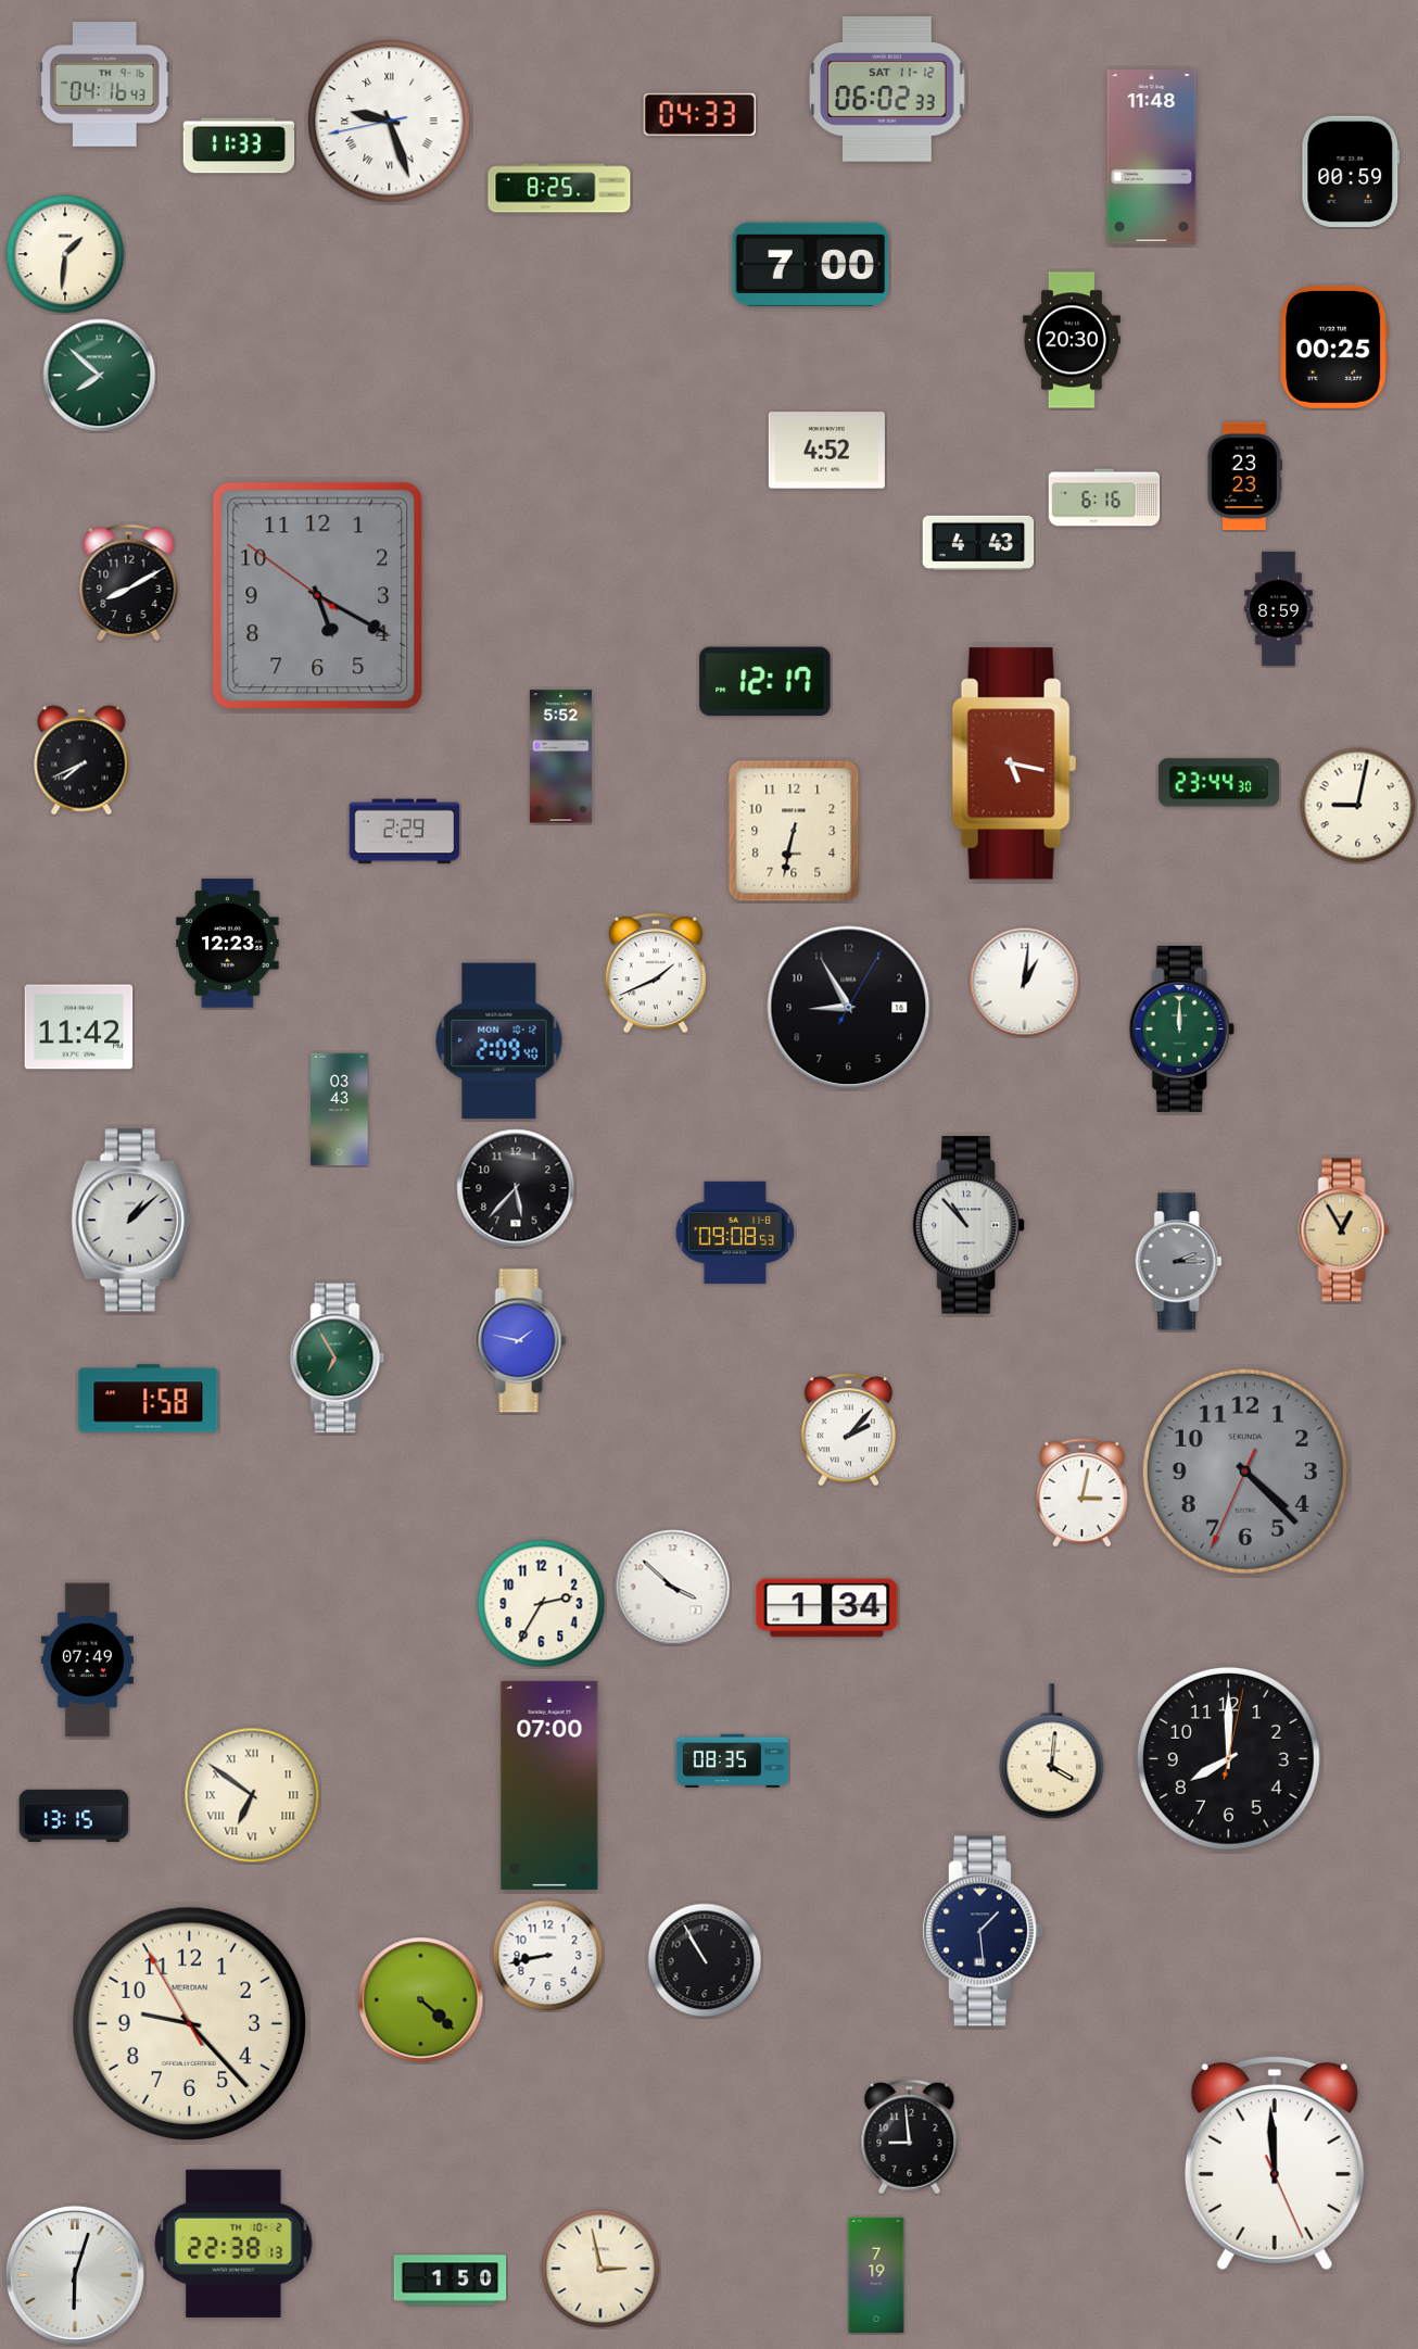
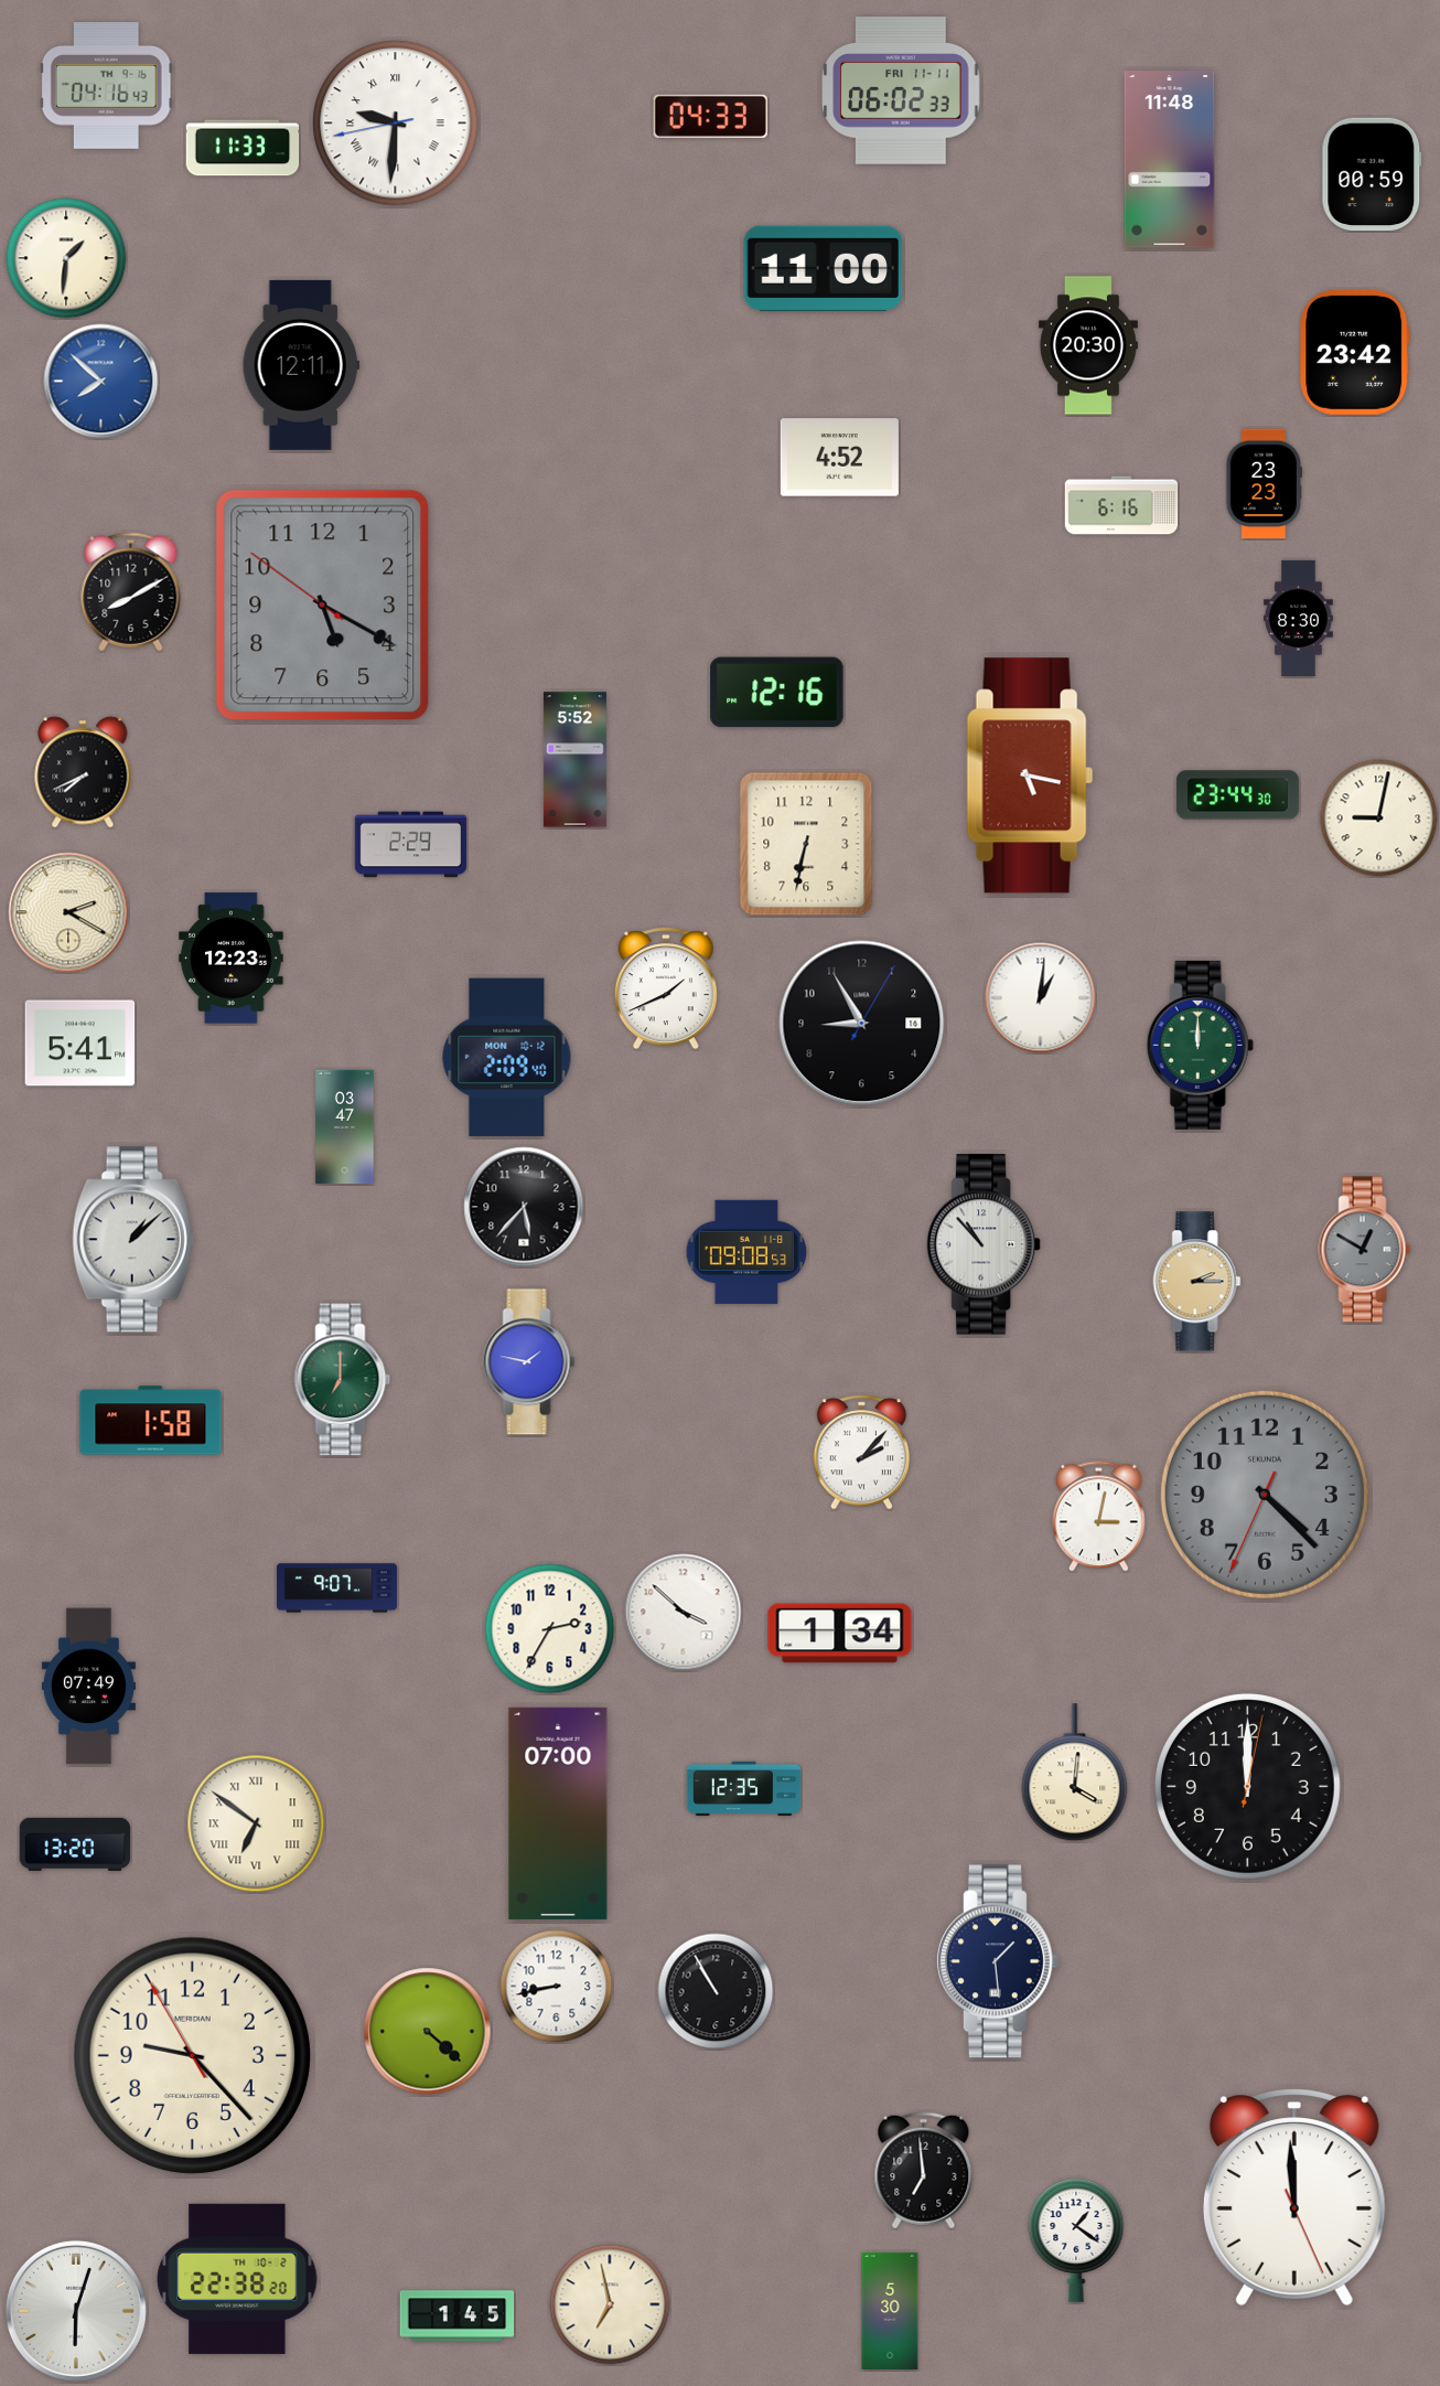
clock at (887, 89) date: SAT 11-12 -> FRI 11-11
clock at (390, 122): 9:26 -> 9:30
clock at (559, 188): 8:25 -> none
clock at (811, 264): 7:00 -> 11:00
clock at (1334, 346): 00:25 -> 23:42
clock at (301, 365): none -> 12:11
clock at (100, 376) dial: green -> blue
clock at (978, 543): 4:43 -> none
clock at (1279, 608): 8:59 -> 8:30
clock at (765, 682): 12:17 -> 12:16
clock at (560, 757) position: (560, 757) -> (574, 760)
clock at (68, 912): none -> 2:20
clock at (79, 1027): 11:42 -> 5:41
clock at (340, 1110): 03:43 -> 03:47
clock at (1344, 1230): 12:55 -> 12:50
clock at (1344, 1230) dial: champagne -> grey
clock at (1179, 1262) dial: grey -> champagne
clock at (338, 1359): 6:55 -> 7:00
clock at (336, 1588): none -> 9:07
clock at (1052, 1752) position: (1052, 1752) -> (1075, 1773)
clock at (1228, 1758): 8:00 -> 12:00
clock at (733, 1760): 08:35 -> 12:35
clock at (74, 1816): 13:15 -> 13:20
clock at (910, 2137): 8:59 -> 6:59
clock at (1076, 2240): none -> 1:21
clock at (233, 2244): 22:38:13 -> 22:38:20
clock at (600, 2269): 2:58 -> 6:58
clock at (876, 2275): 7:19 -> 5:30
clock at (451, 2281): 1:50 -> 1:45
